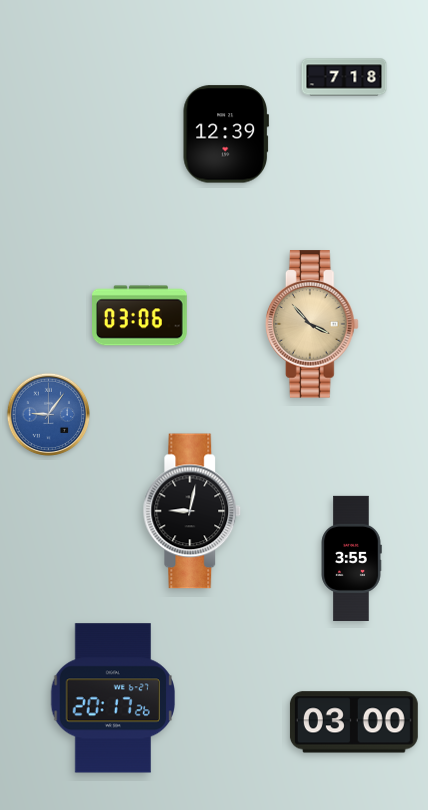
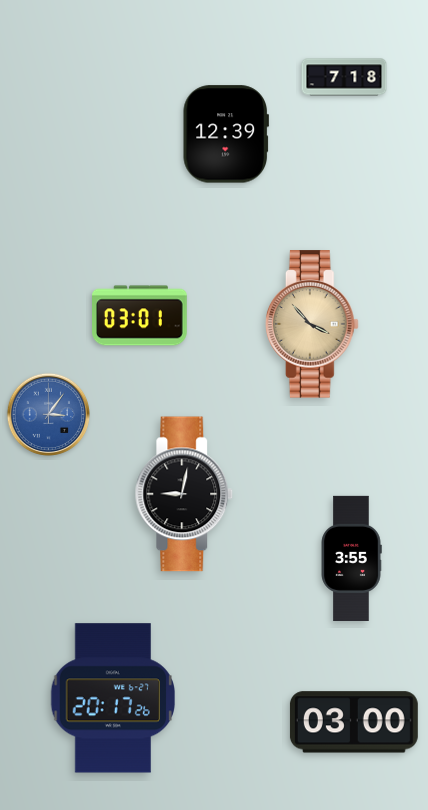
clock at (140, 316): 03:06 -> 03:01
clock at (49, 415): 9:06 -> 3:06
clock at (192, 511) position: (192, 511) -> (184, 494)
